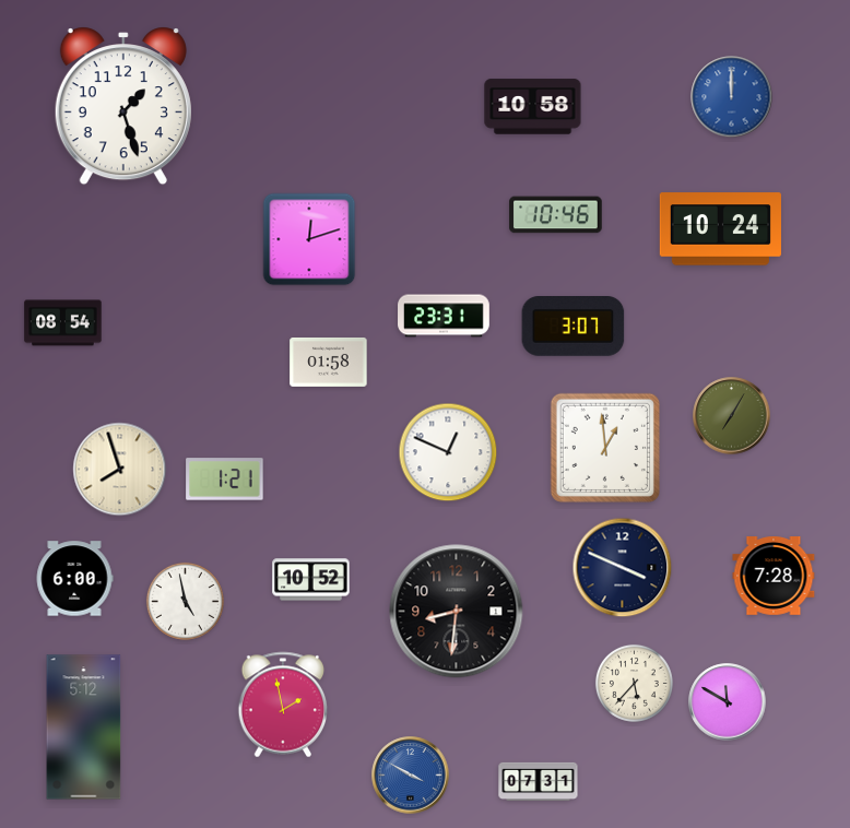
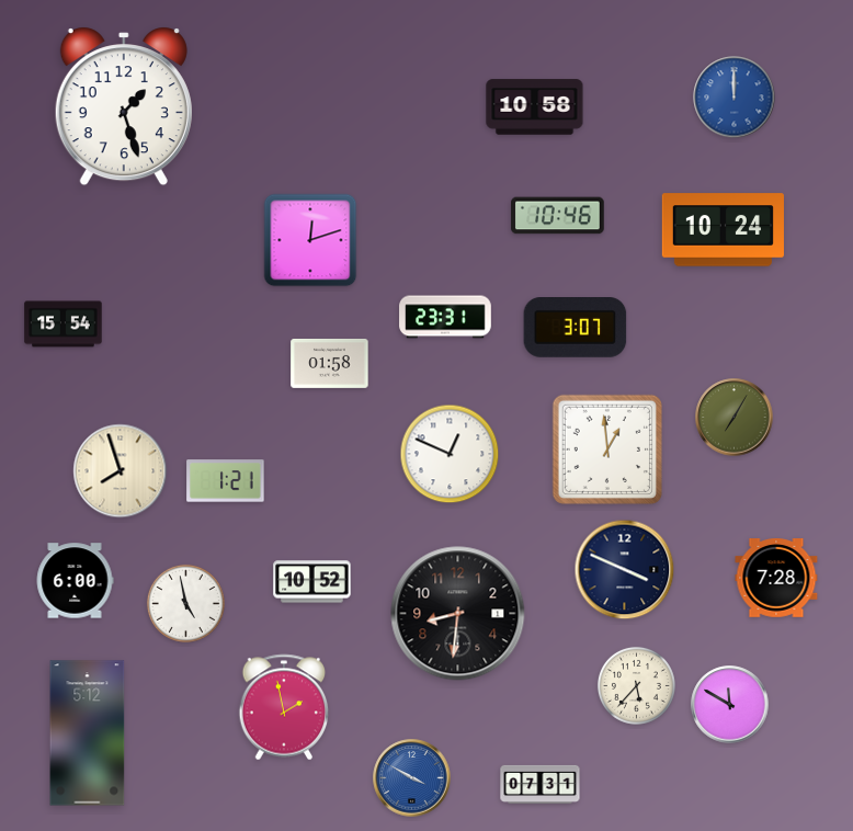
clock at (63, 323): 08:54 -> 15:54
clock at (84, 728) position: (84, 728) -> (88, 733)
